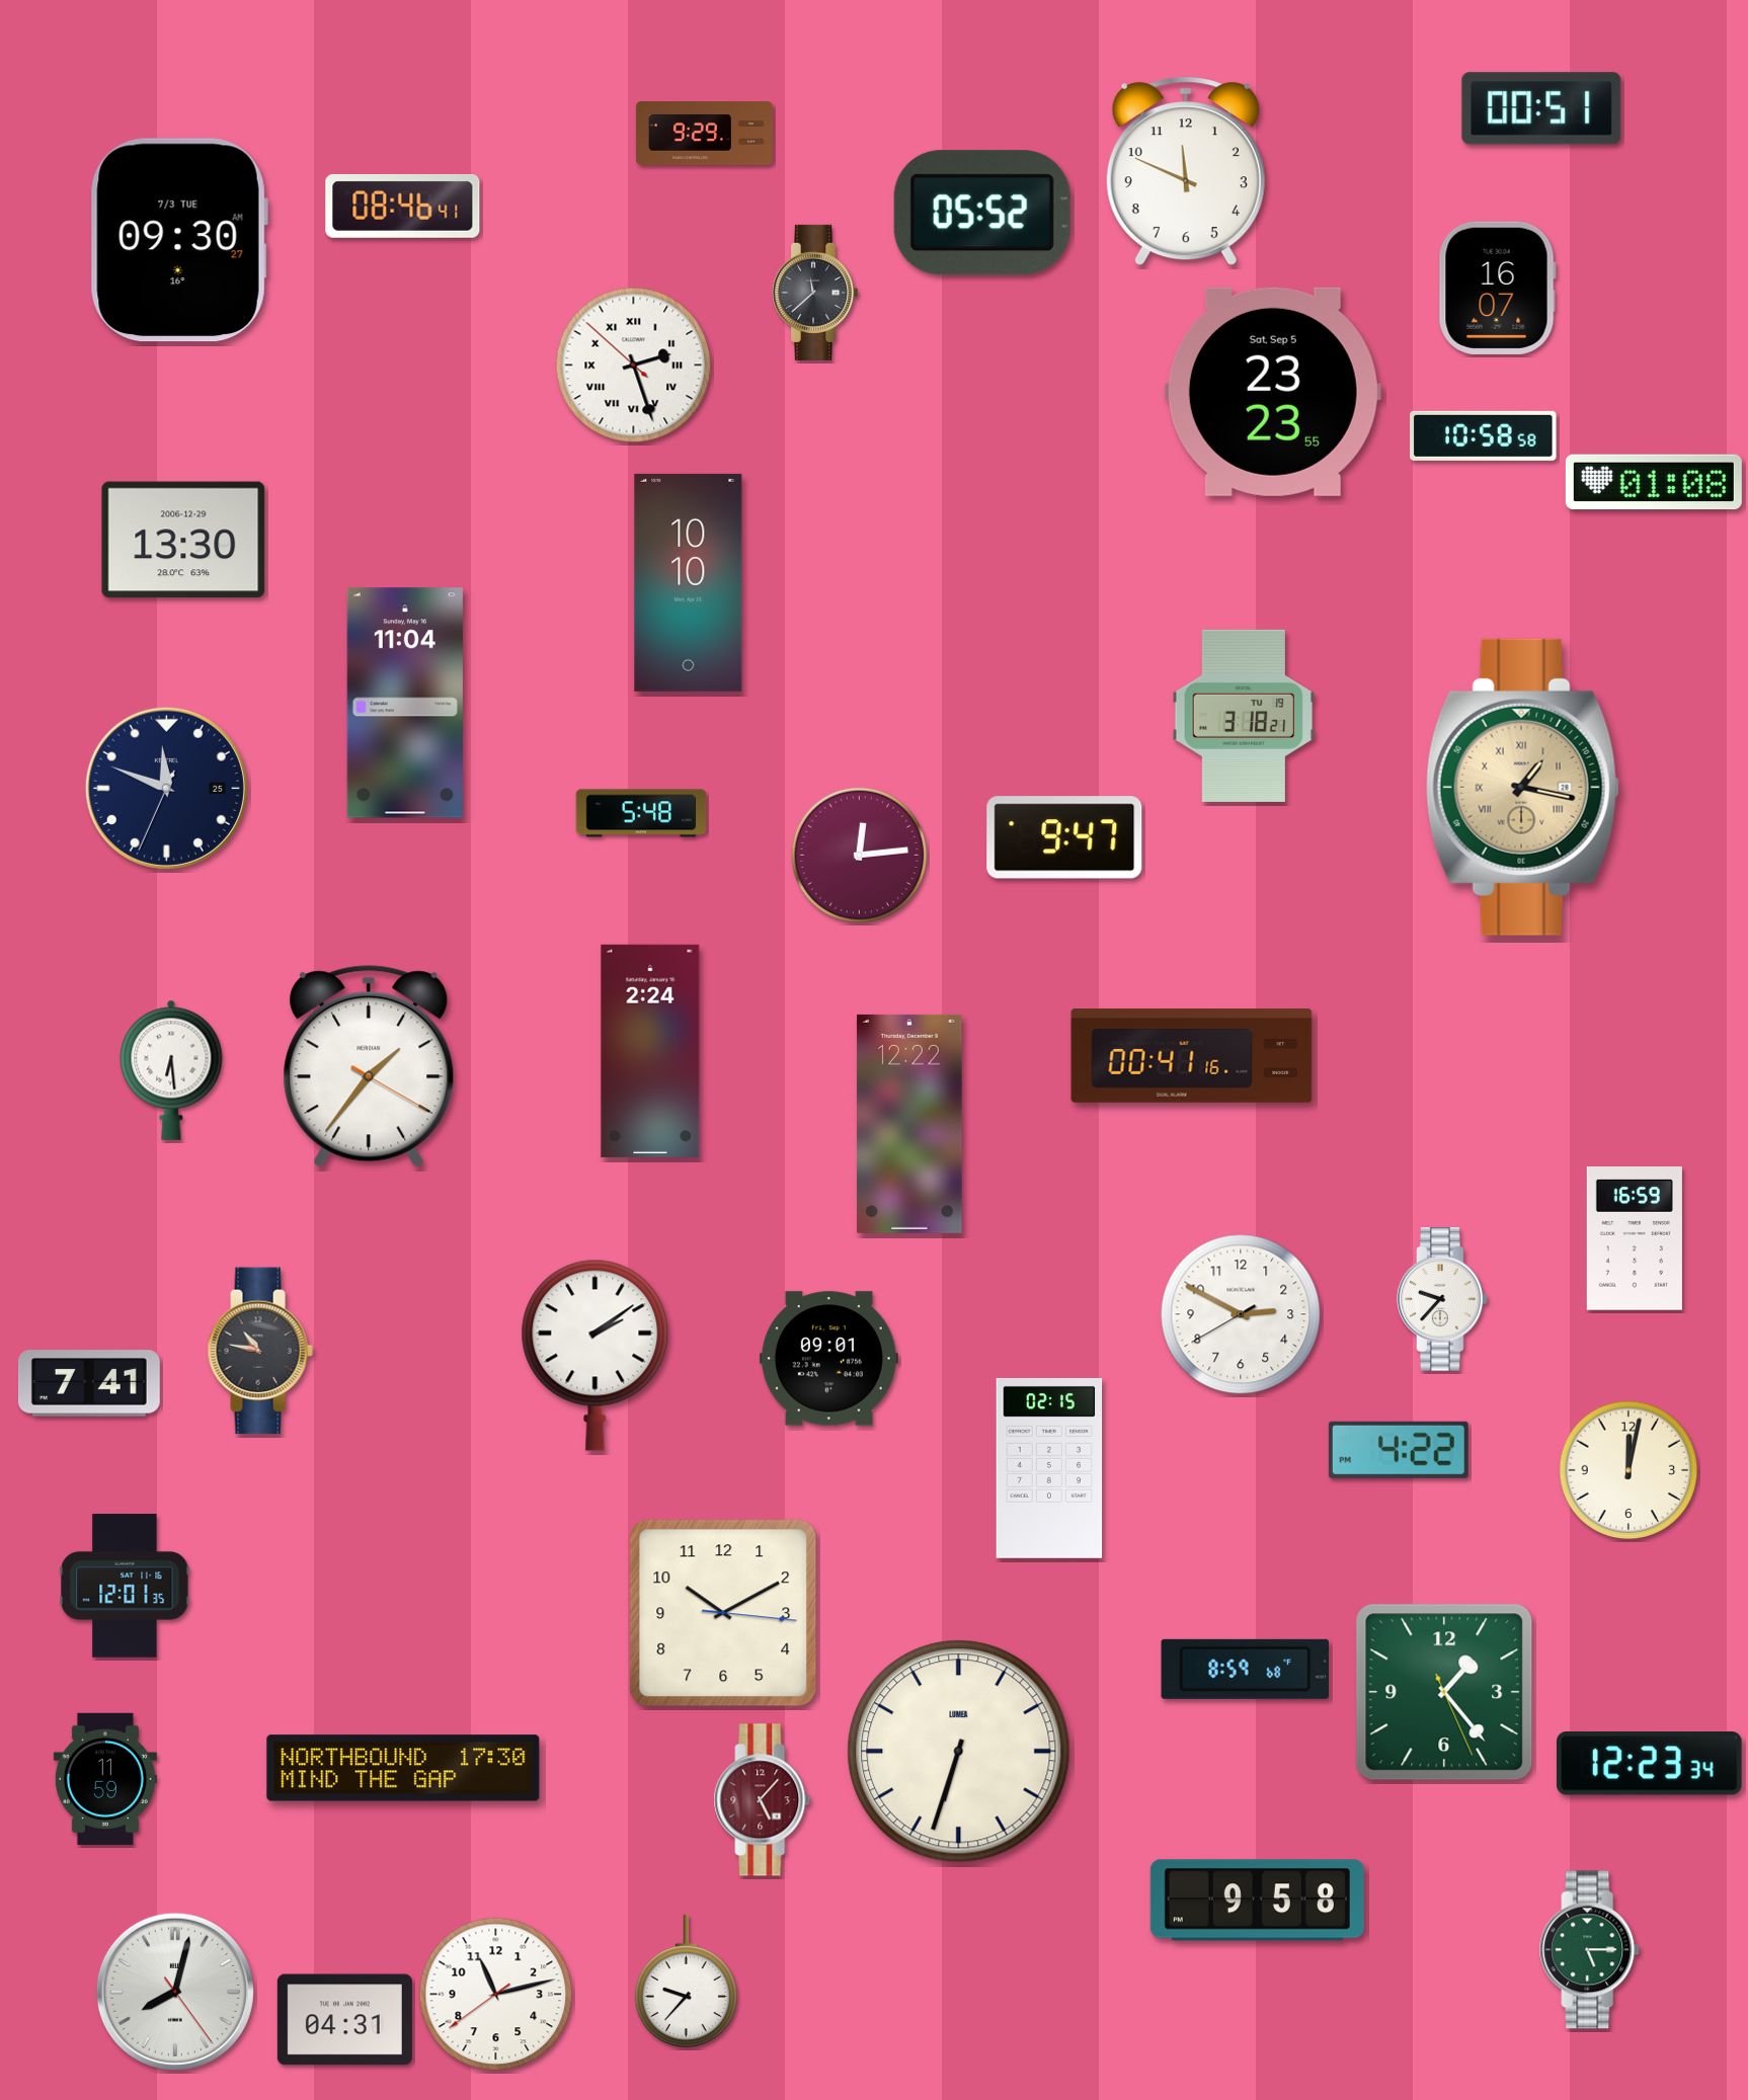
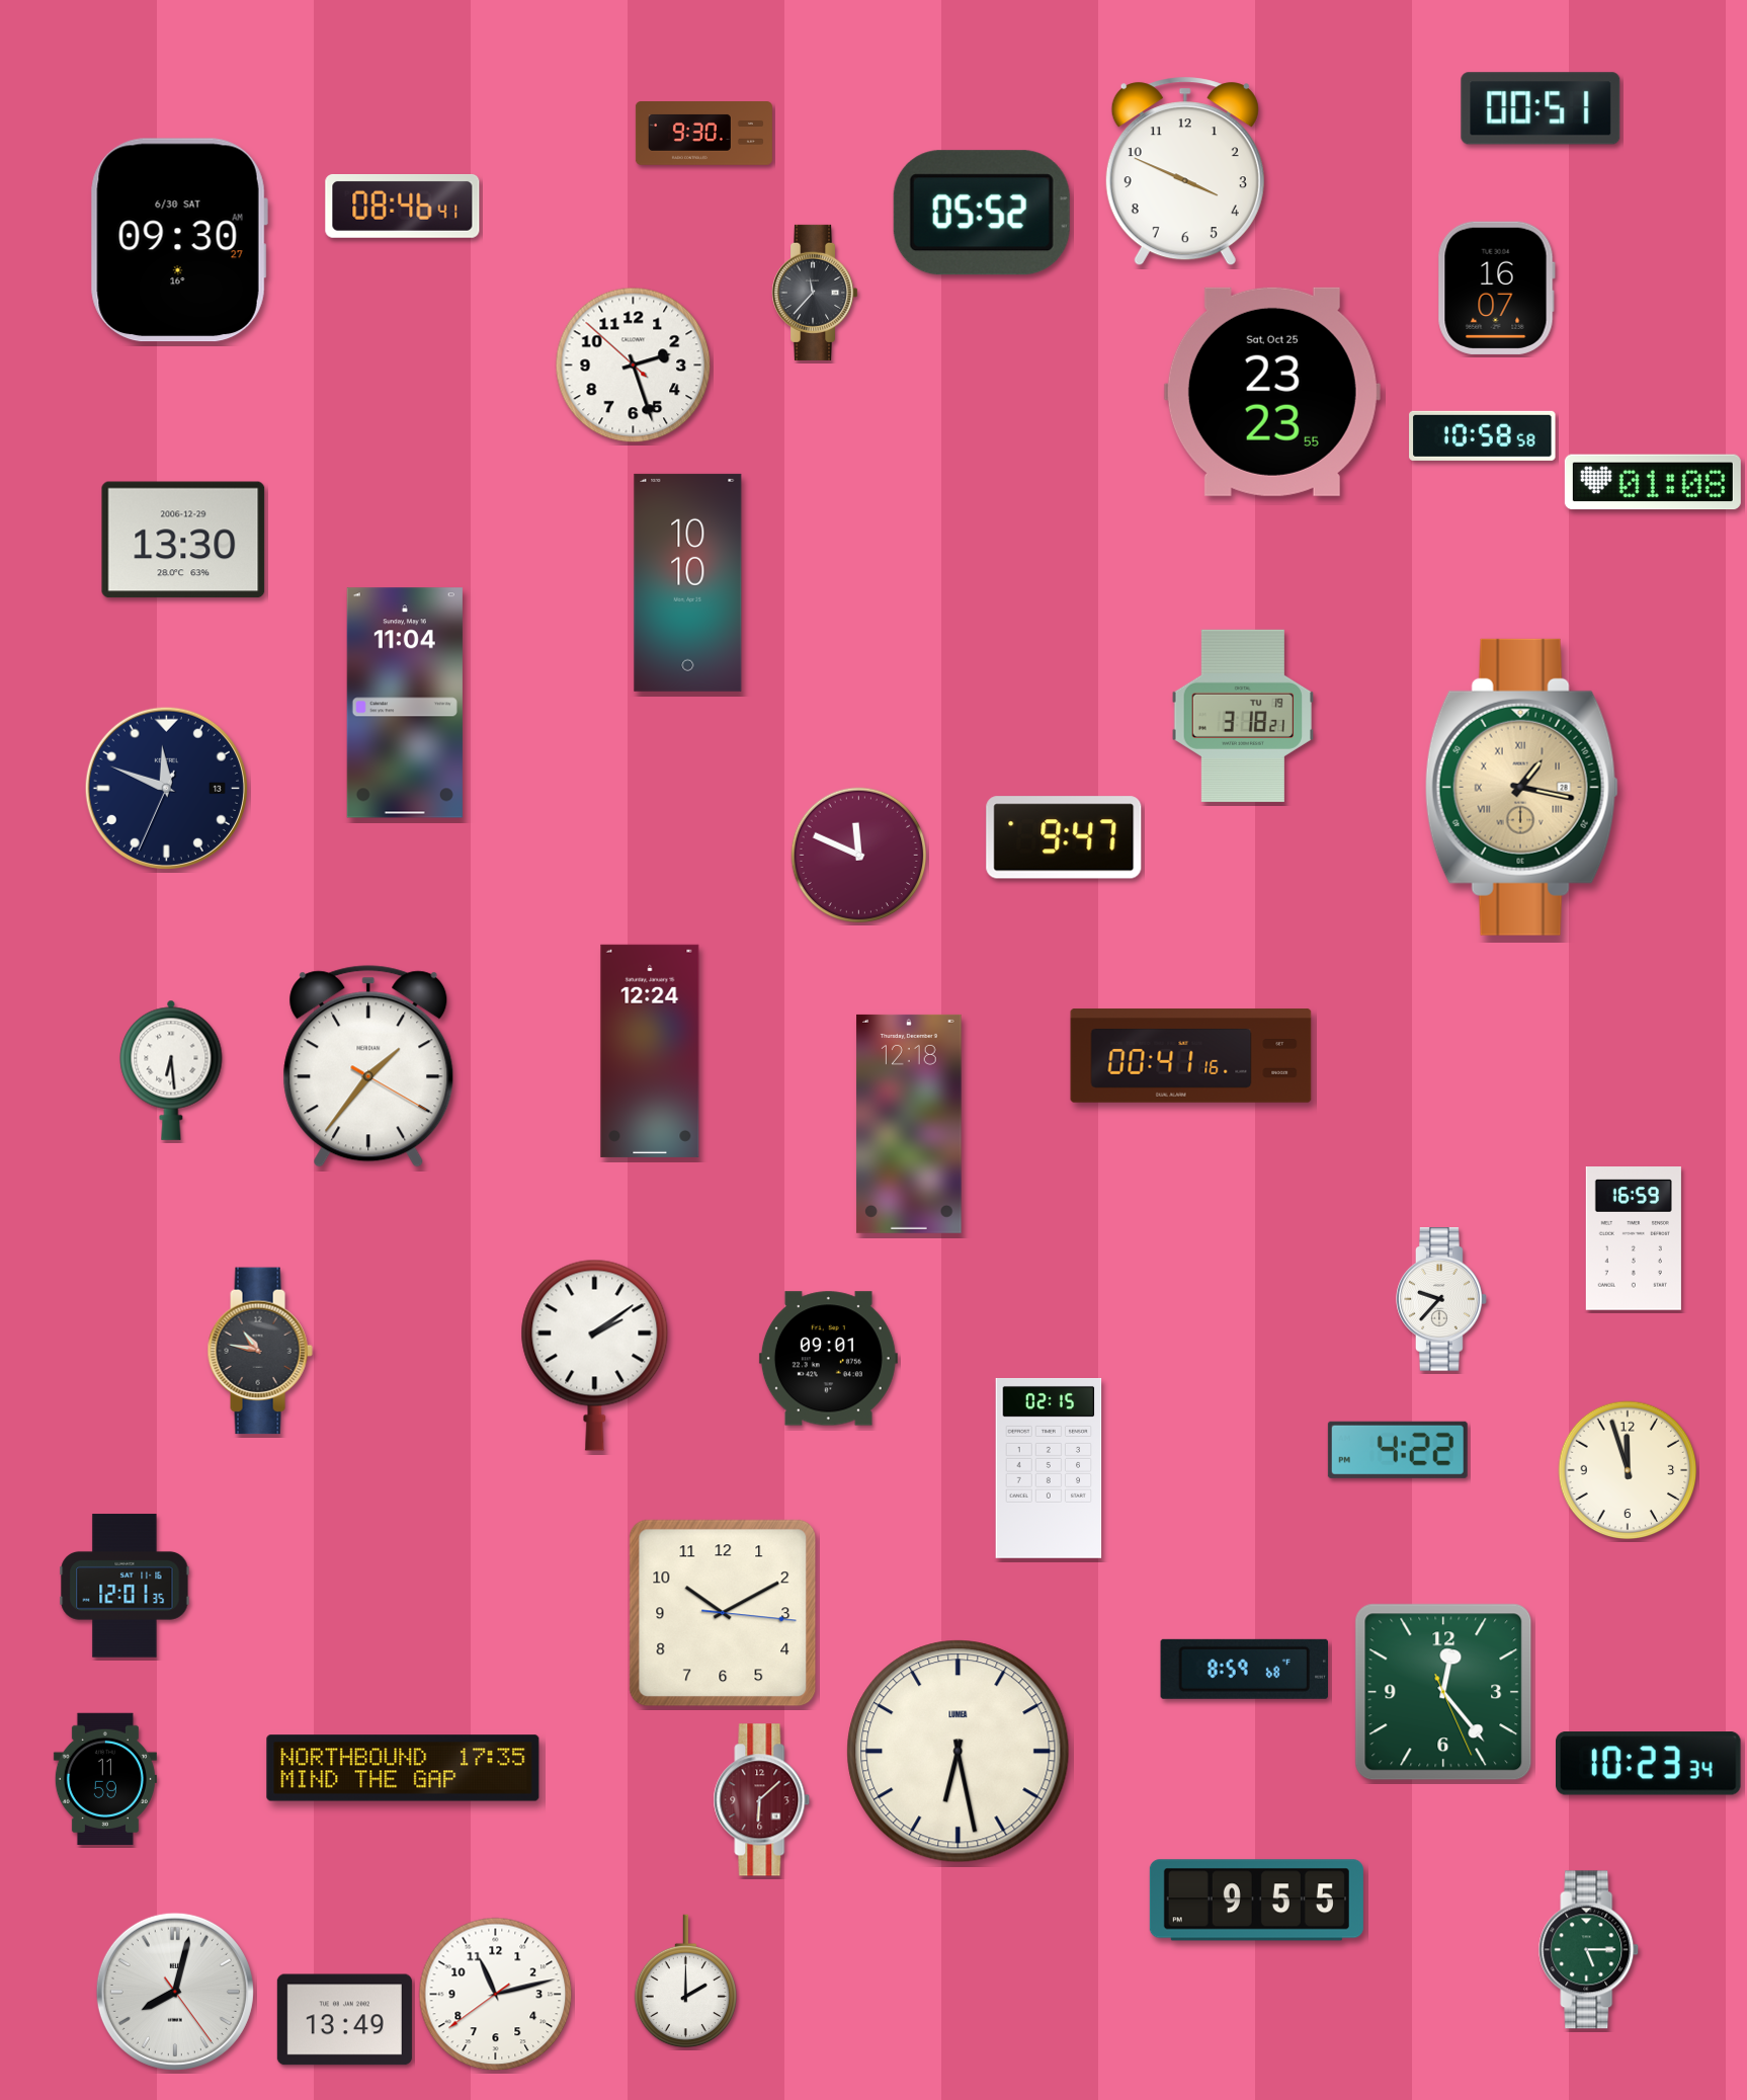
clock at (704, 134): 9:29 -> 9:30
clock at (1186, 171): 11:49 -> 3:49
clock at (179, 240) date: 7/3 TUE -> 6/30 SAT
clock at (815, 293): 11:38 -> 11:37
clock at (634, 366) numerals: Roman -> Arabic
clock at (1273, 392) date: Sat, Sep 5 -> Sat, Oct 25
clock at (166, 788) date: 25 -> 13
clock at (641, 813): 5:48 -> none
clock at (860, 856): 12:14 -> 11:49
clock at (650, 1051): 2:24 -> 12:24
clock at (909, 1124): 12:22 -> 12:18
clock at (1241, 1314): 2:49 -> none
clock at (89, 1383): 7:41 -> none
clock at (1628, 1470): 12:02 -> 11:57
clock at (1444, 1692): 1:23 -> 12:23
clock at (959, 1752): 6:33 -> 6:28
clock at (1650, 1764): 12:23 -> 10:23
clock at (403, 1768): 17:30 -> 17:35
clock at (763, 1800): 5:07 -> 6:08
clock at (1257, 1901): 9:58 -> 9:55
clock at (686, 1982): 9:37 -> 2:00
clock at (344, 2020): 04:31 -> 13:49
